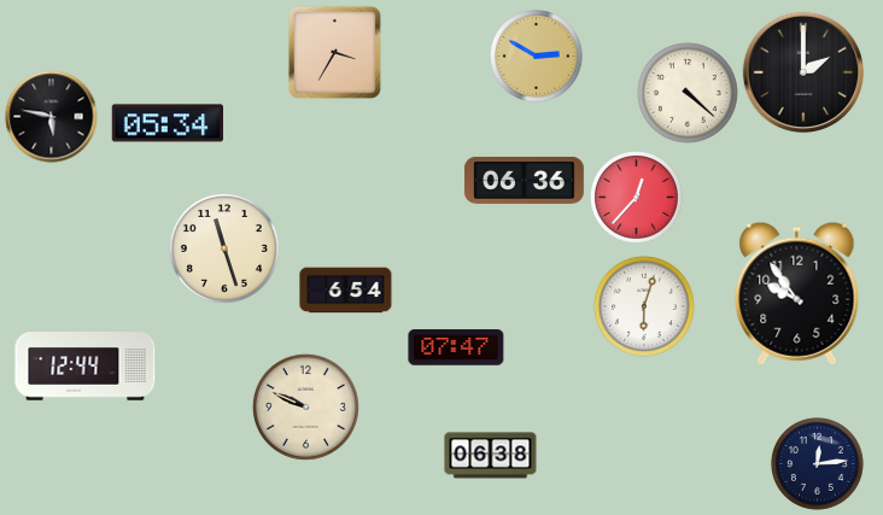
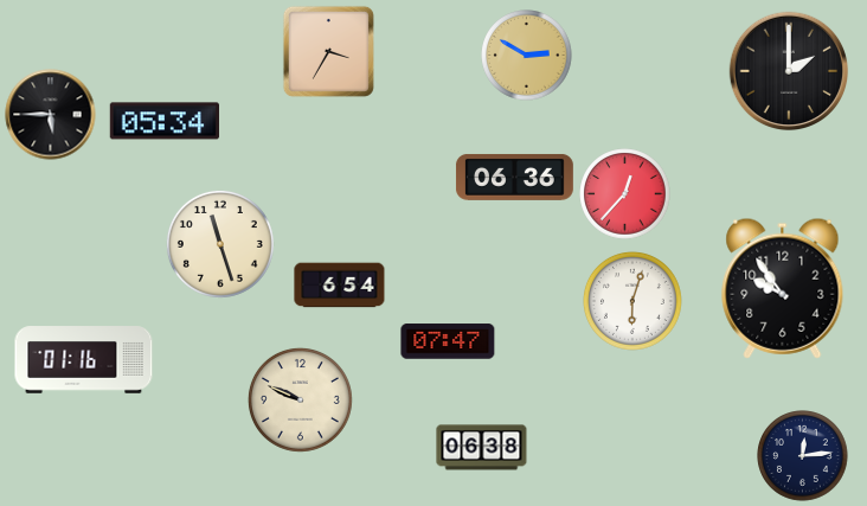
clock at (689, 94): 4:22 -> none
clock at (52, 117): 5:47 -> 5:45
clock at (86, 367): 12:44 -> 01:16
